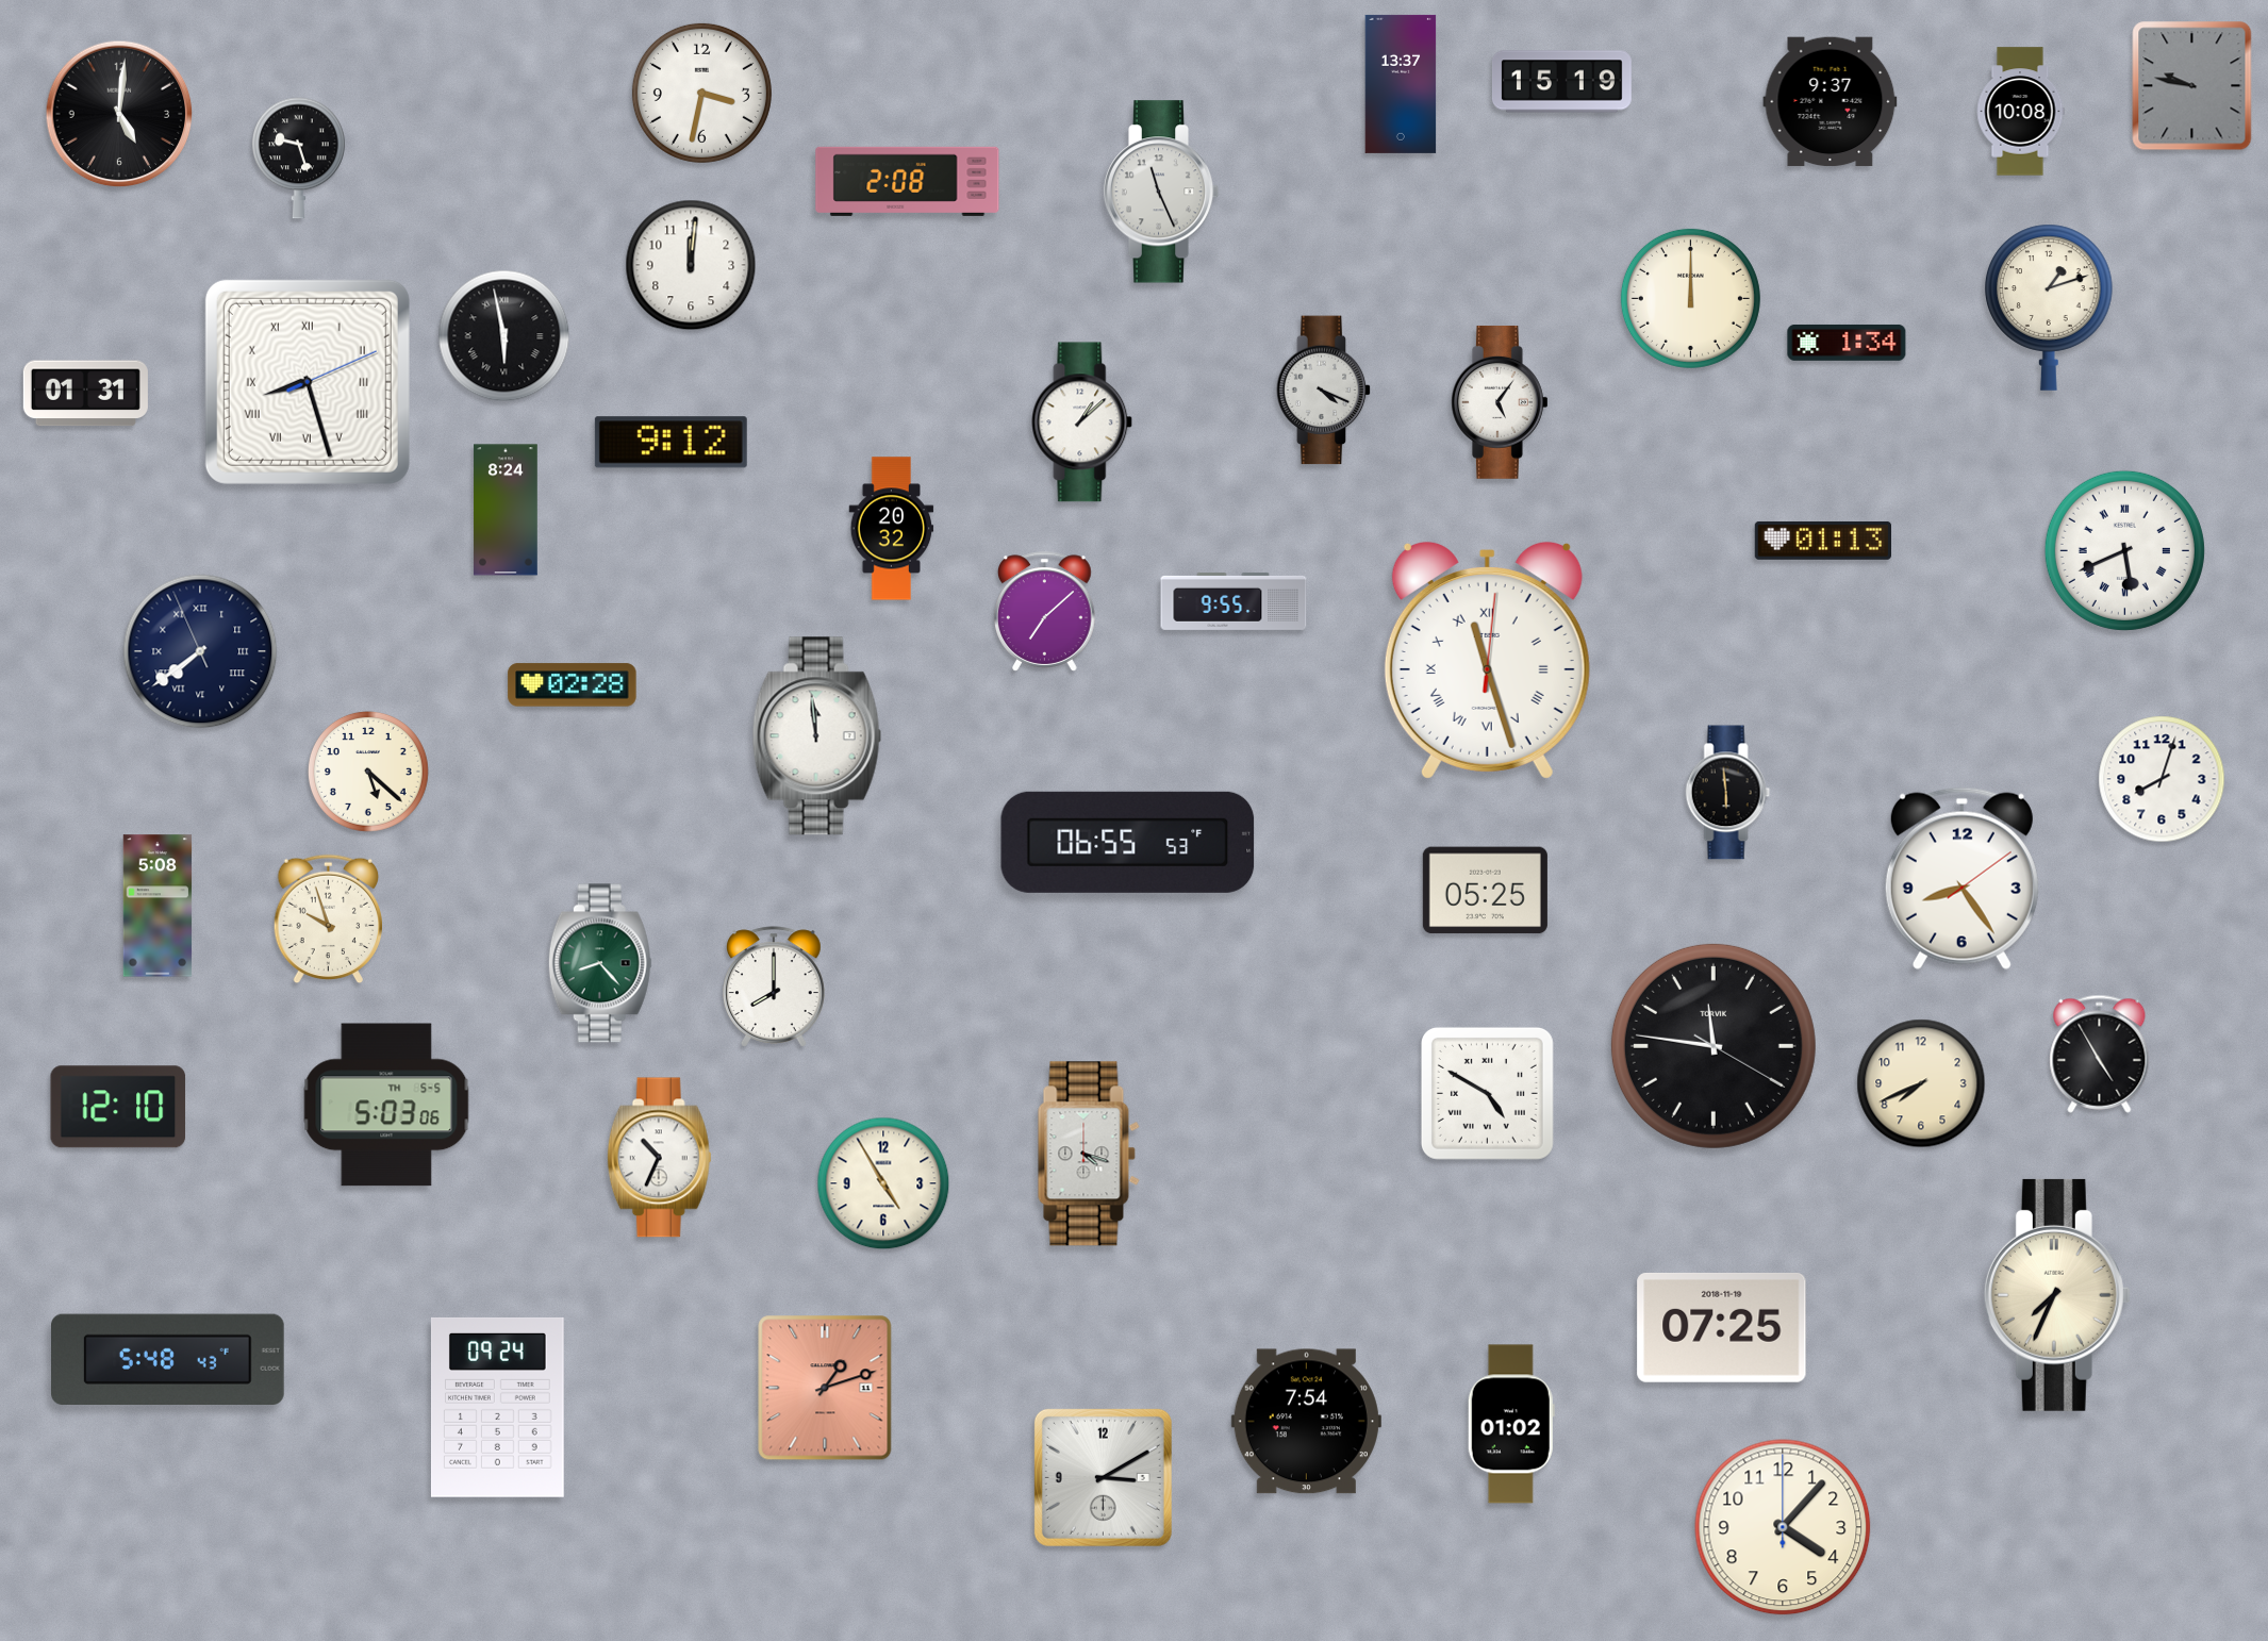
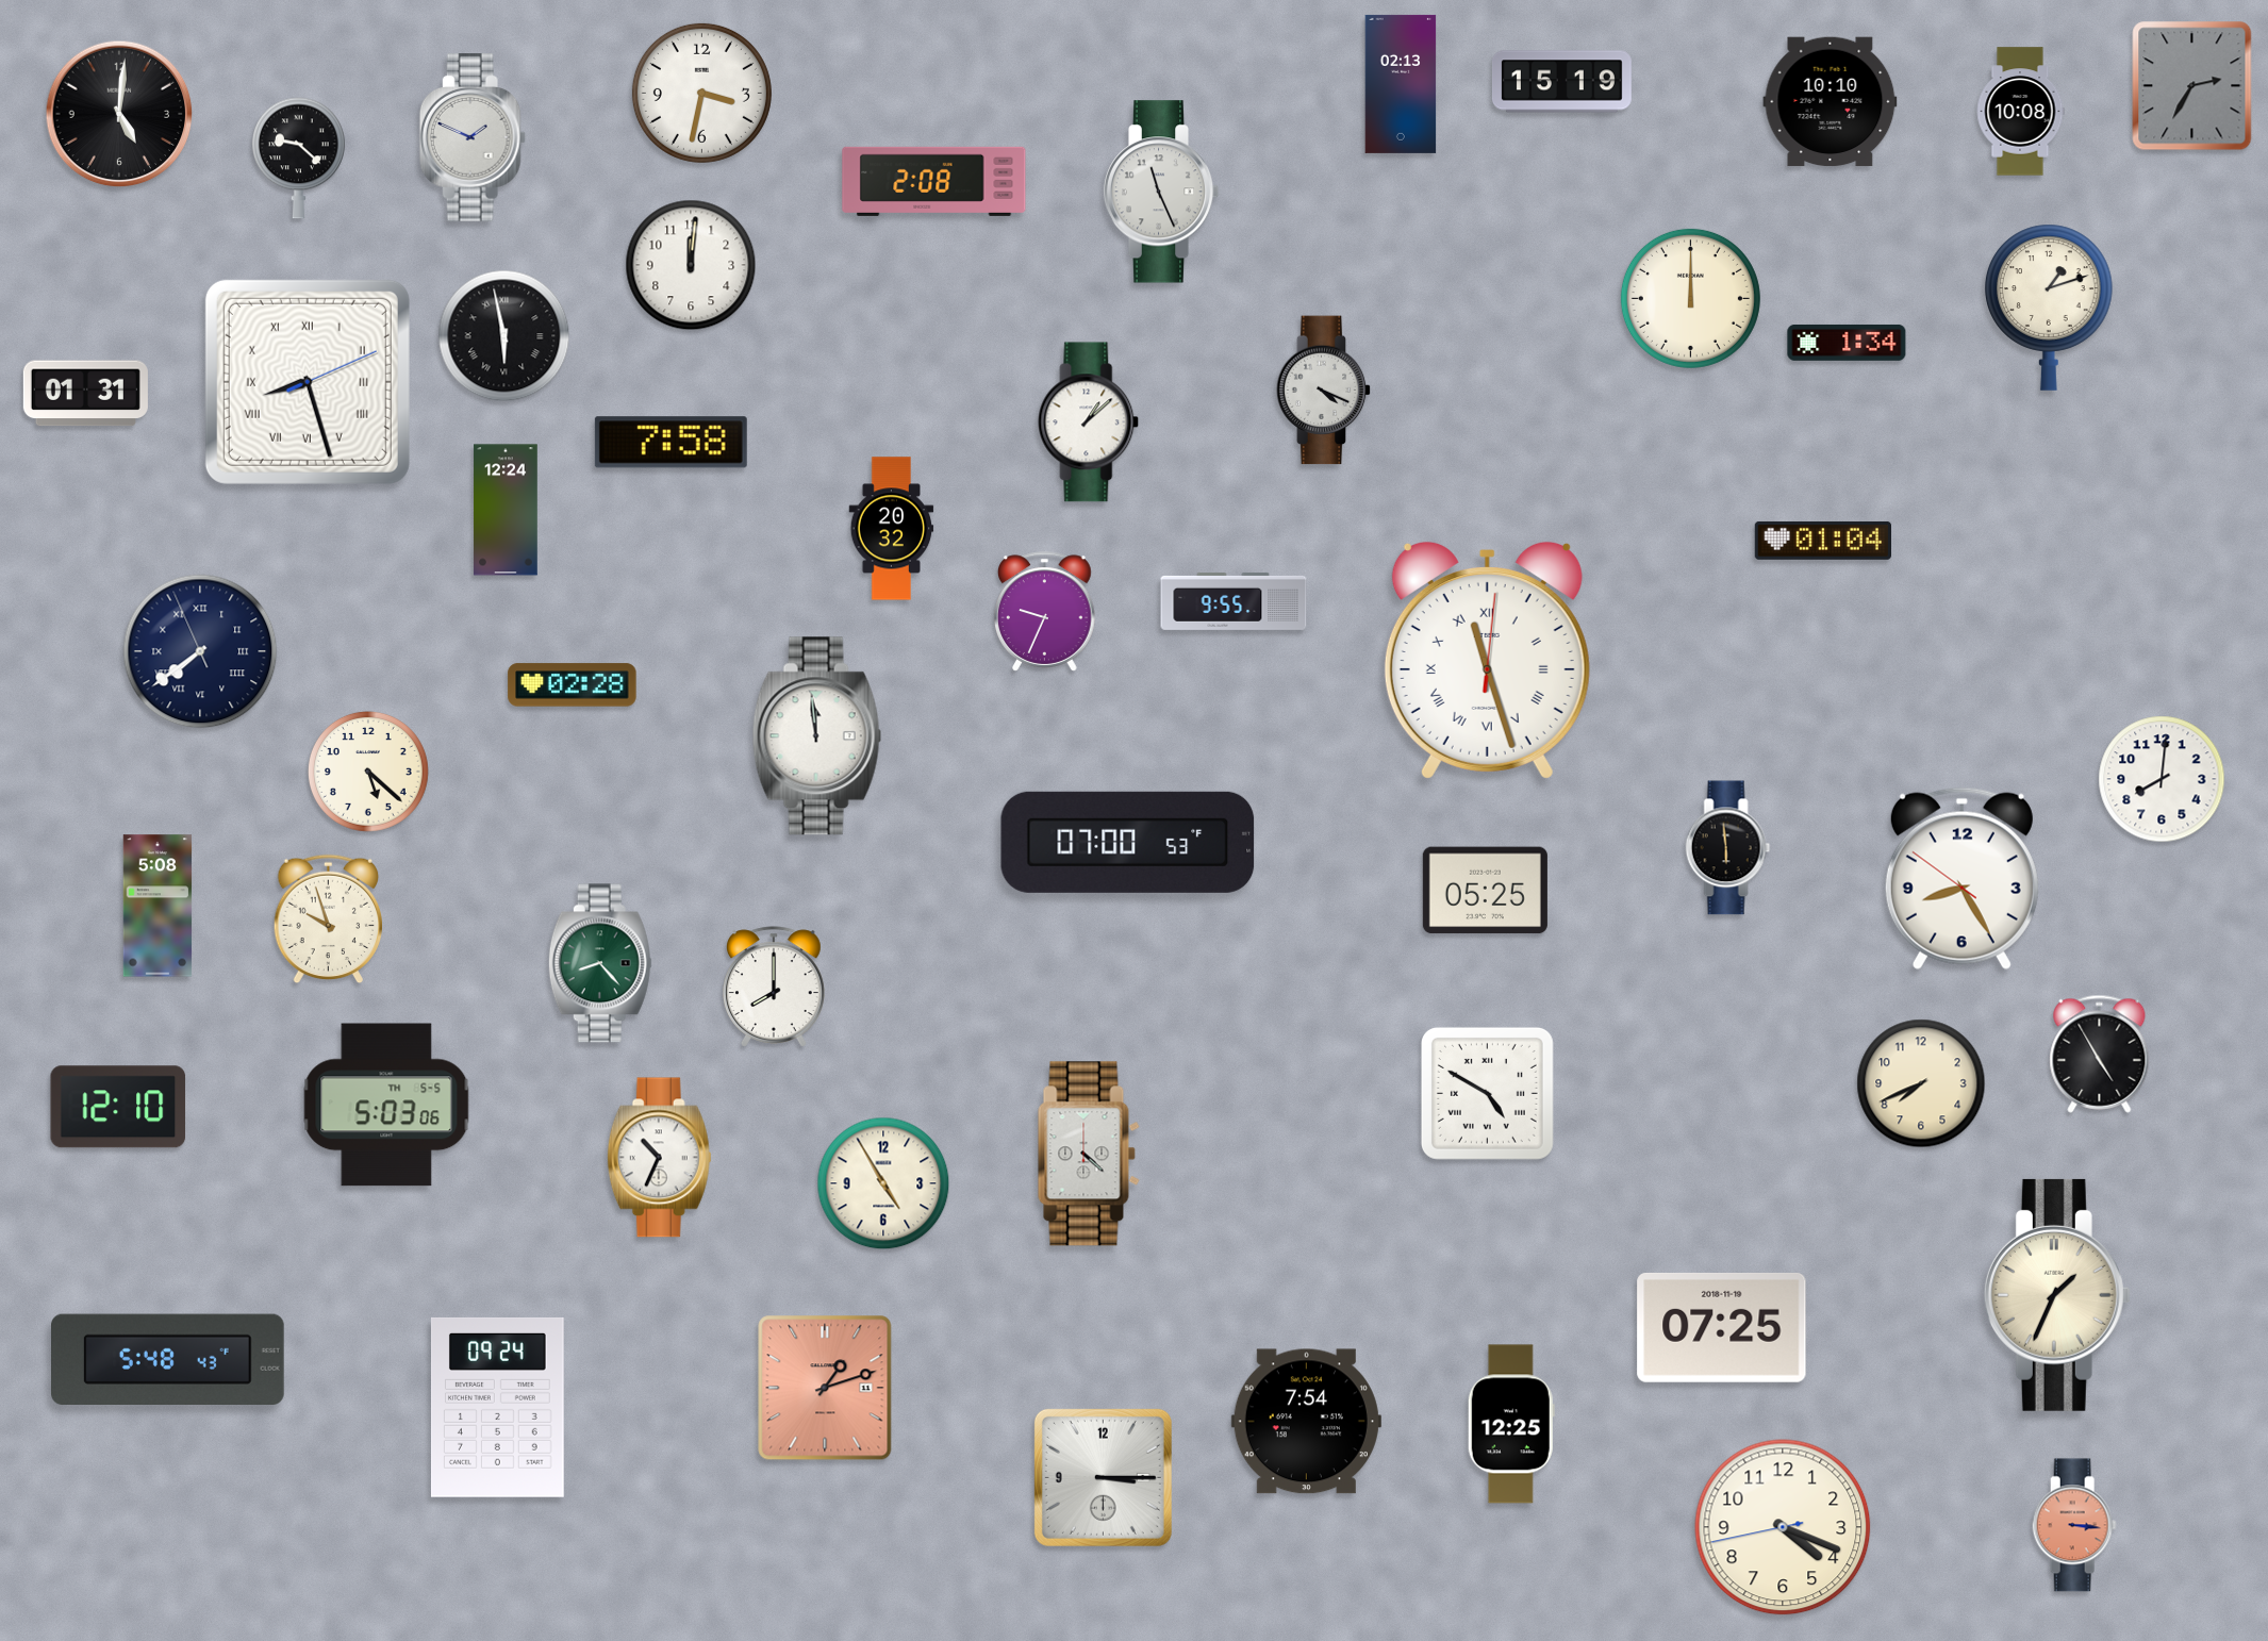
clock at (1401, 84): 13:37 -> 02:13
clock at (2192, 86): 9:47 -> 2:35
clock at (1831, 102): 9:37 -> 10:10
clock at (473, 137): none -> 1:49
clock at (299, 159): 9:27 -> 9:22
clock at (908, 181) position: (908, 181) -> (934, 181)
clock at (1500, 402): 5:06 -> none
clock at (1082, 422) position: (1082, 422) -> (1089, 422)
clock at (671, 443): 9:12 -> 7:58
clock at (506, 510): 8:24 -> 12:24
clock at (1822, 541): 01:13 -> 01:04
clock at (2124, 550): 5:41 -> none
clock at (1045, 612): 7:08 -> 9:34
clock at (2162, 779): 8:03 -> 8:01
clock at (1728, 793) position: (1728, 793) -> (1728, 848)
clock at (1128, 842): 06:55 -> 07:00
clock at (1961, 878): 8:24:09 -> 8:24:51
clock at (1714, 1046): 11:46 -> none
clock at (1089, 1154): 4:18 -> 4:22
clock at (2057, 1295): 7:34 -> 1:34
clock at (1511, 1424): 01:02 -> 12:25
clock at (1103, 1477): 3:10 -> 3:15
clock at (2074, 1525): none -> 3:16
clock at (1783, 1527): 4:07 -> 4:18
